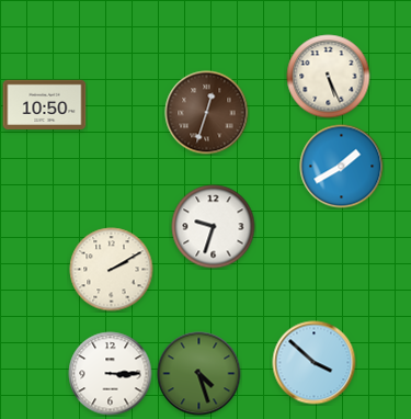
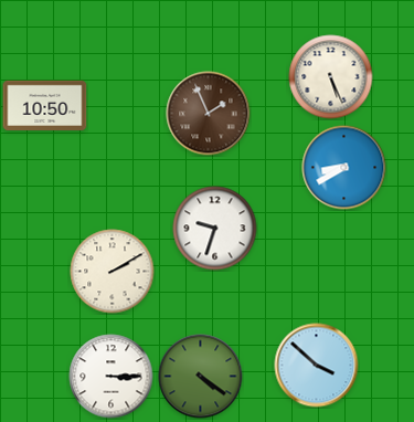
clock at (207, 113): 12:33 -> 1:56
clock at (342, 167): 1:40 -> 8:40
clock at (199, 374): 4:27 -> 4:21
